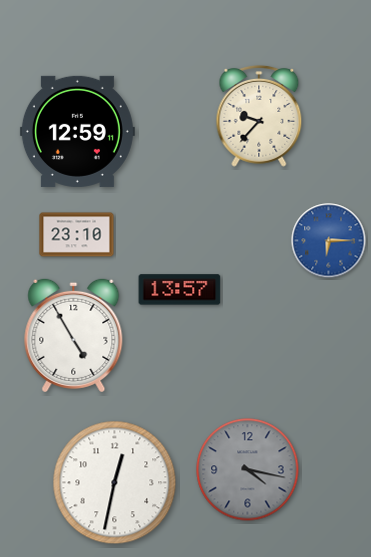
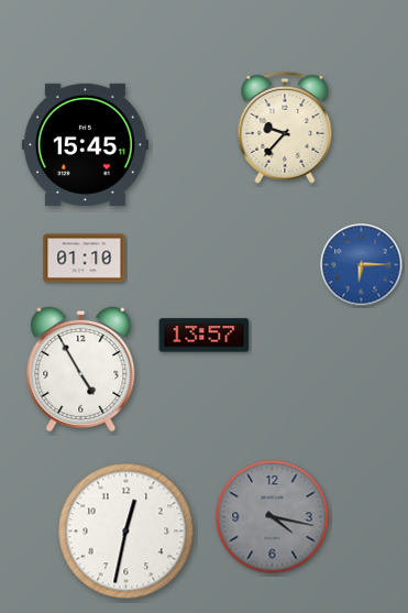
clock at (77, 131): 12:59 -> 15:45
clock at (77, 235): 23:10 -> 01:10
clock at (180, 290) position: (180, 290) -> (205, 336)
